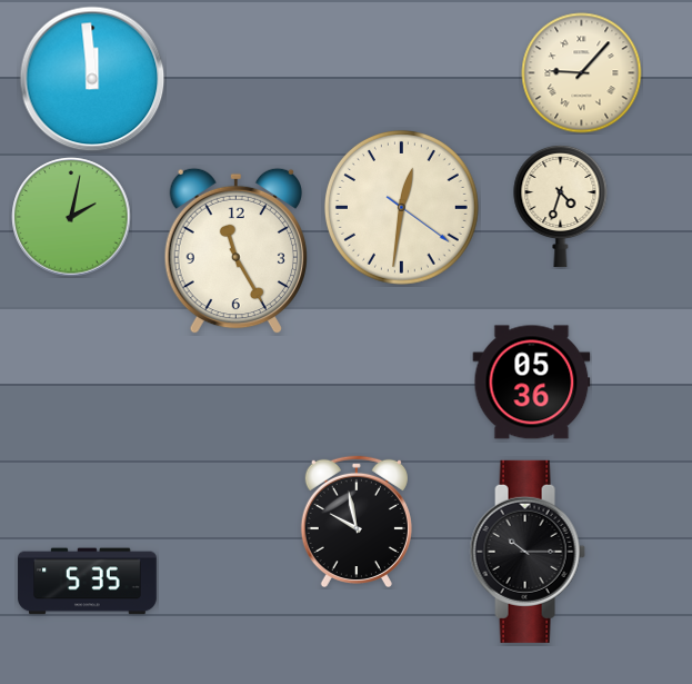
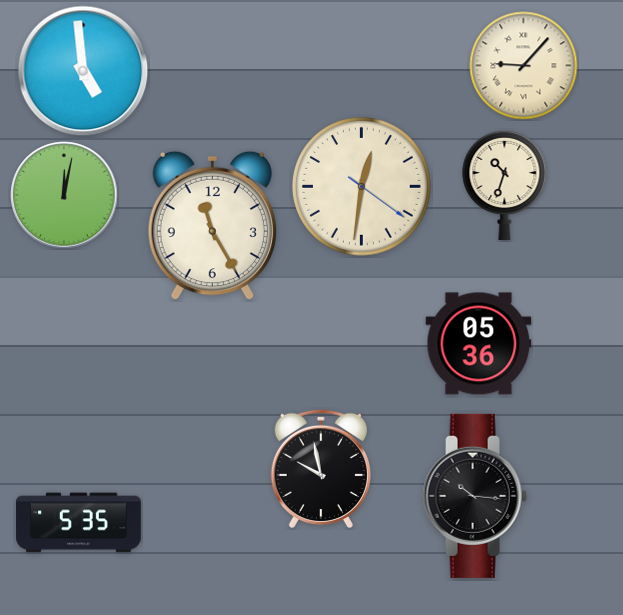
clock at (92, 79): 11:59 -> 4:59
clock at (561, 206): 4:33 -> 10:33
clock at (71, 217): 2:02 -> 12:02
clock at (528, 552): 10:15 -> 10:16
